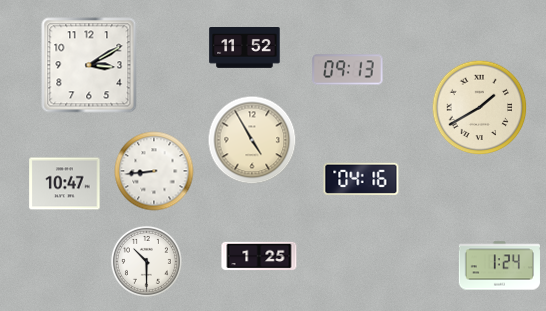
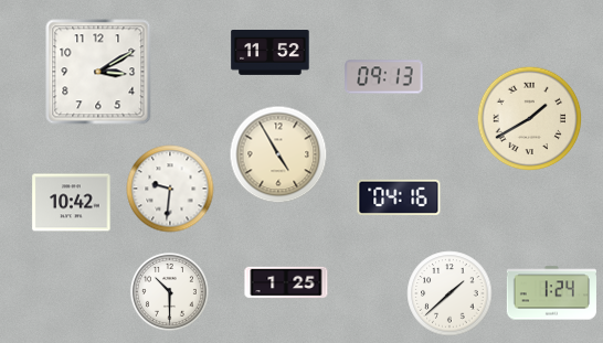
clock at (154, 171): 8:44 -> 9:31
clock at (65, 184): 10:47 -> 10:42
clock at (146, 261) position: (146, 261) -> (169, 291)
clock at (449, 293): none -> 1:38
